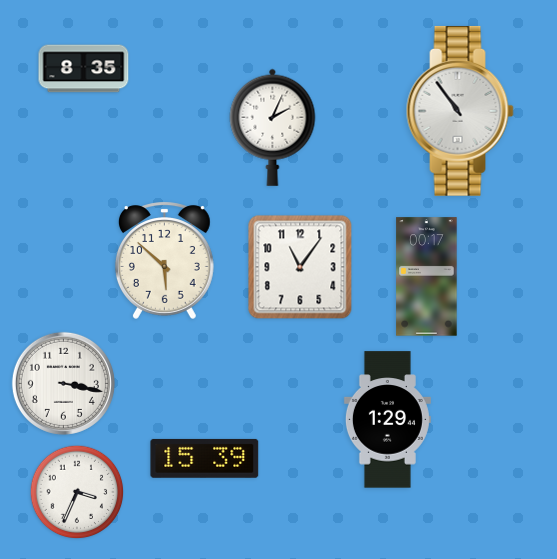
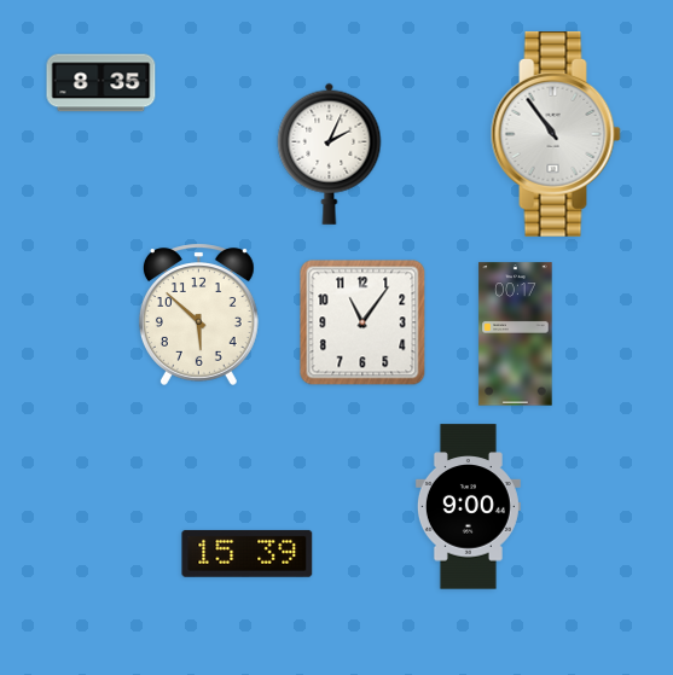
clock at (63, 383): 3:17 -> none
clock at (387, 420): 1:29 -> 9:00
clock at (77, 492): 3:34 -> none
